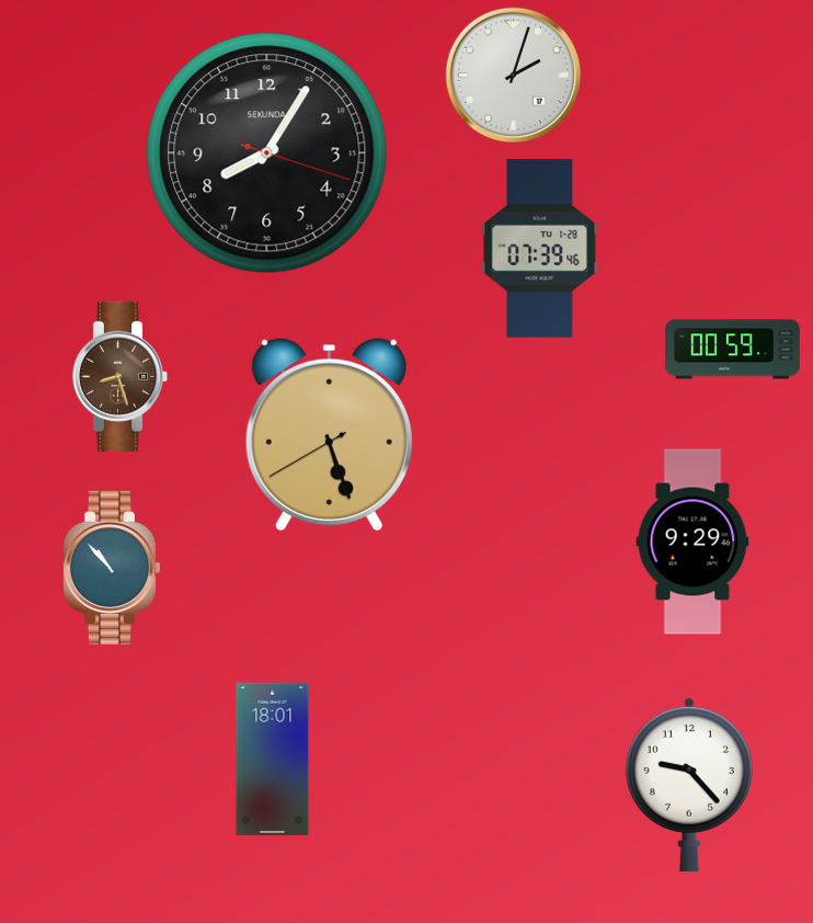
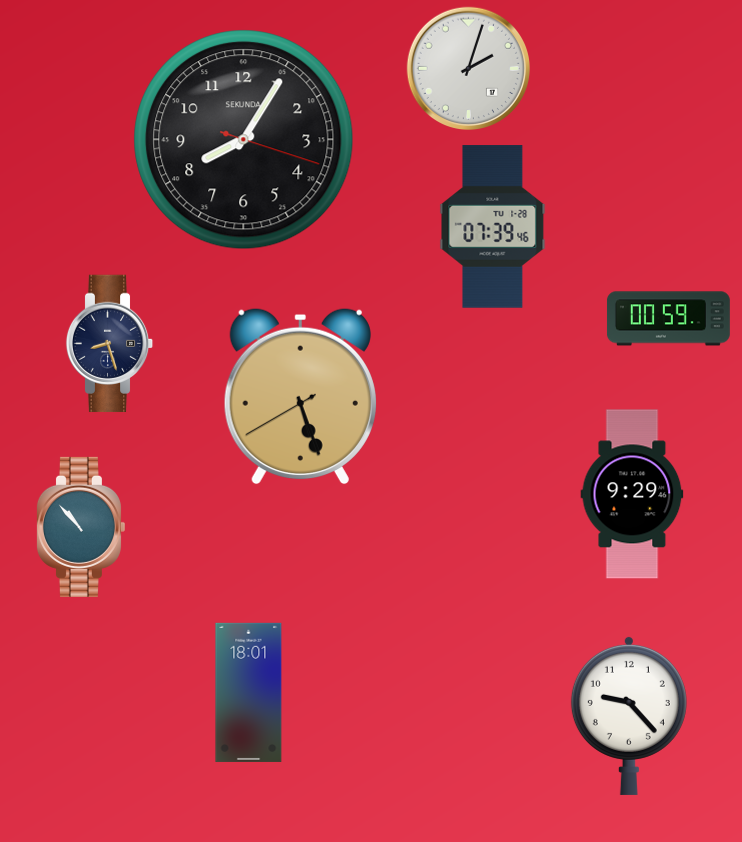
clock at (121, 377) dial: brown -> navy
clock at (111, 568) position: (111, 568) -> (80, 527)
